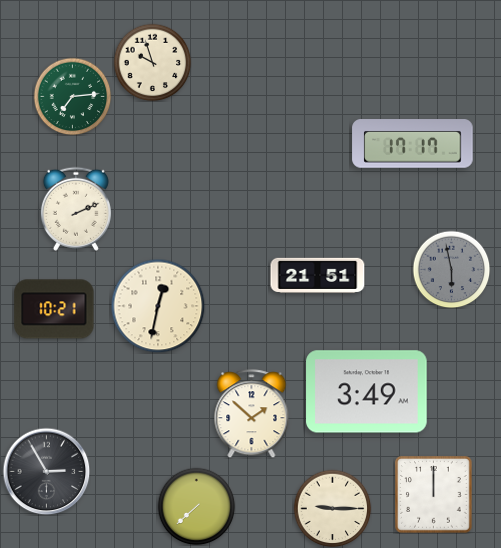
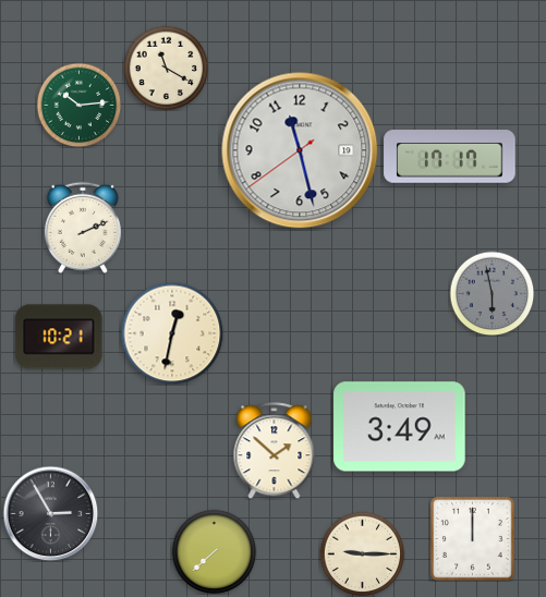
clock at (152, 62): 9:57 -> 11:20
clock at (72, 96): 7:14 -> 10:14
clock at (300, 150): none -> 11:27
clock at (318, 275): 21:51 -> none
